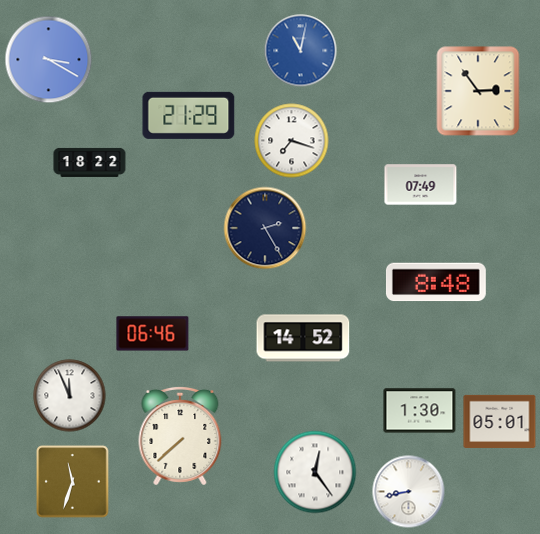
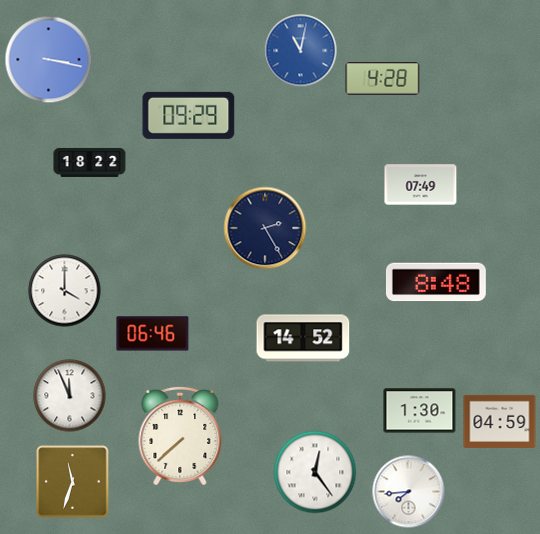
clock at (49, 60): 3:20 -> 3:17
clock at (383, 79): none -> 4:28
clock at (478, 91): 2:54 -> none
clock at (189, 115): 21:29 -> 09:29
clock at (292, 141): 7:18 -> none
clock at (65, 291): none -> 4:00
clock at (500, 421): 05:01 -> 04:59
clock at (409, 492): 8:43 -> 7:44
